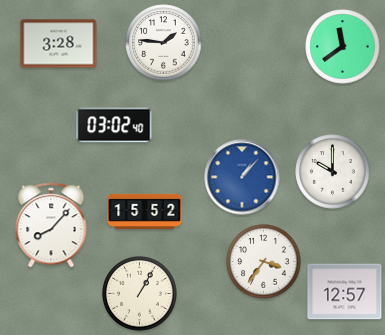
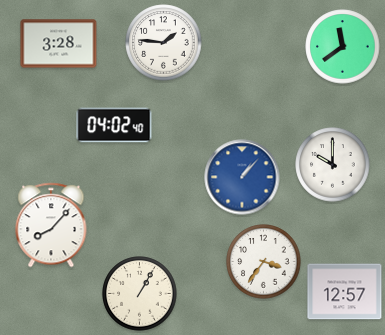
clock at (114, 125): 03:02 -> 04:02
clock at (333, 172) position: (333, 172) -> (333, 165)
clock at (145, 211): 15:52 -> none
